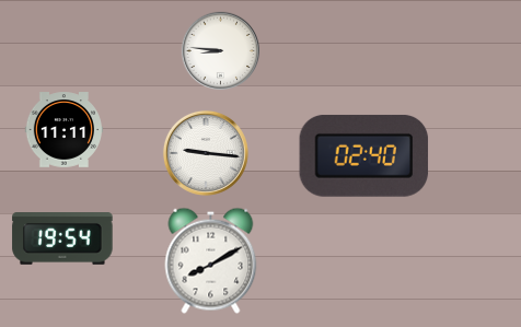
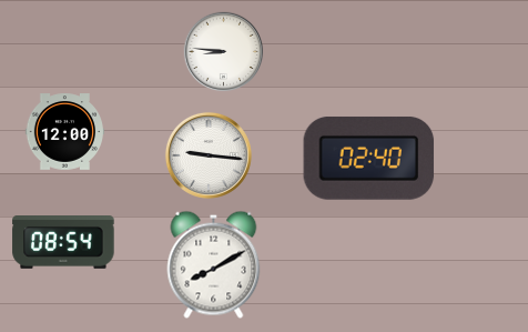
clock at (63, 130): 11:11 -> 12:00
clock at (62, 240): 19:54 -> 08:54
